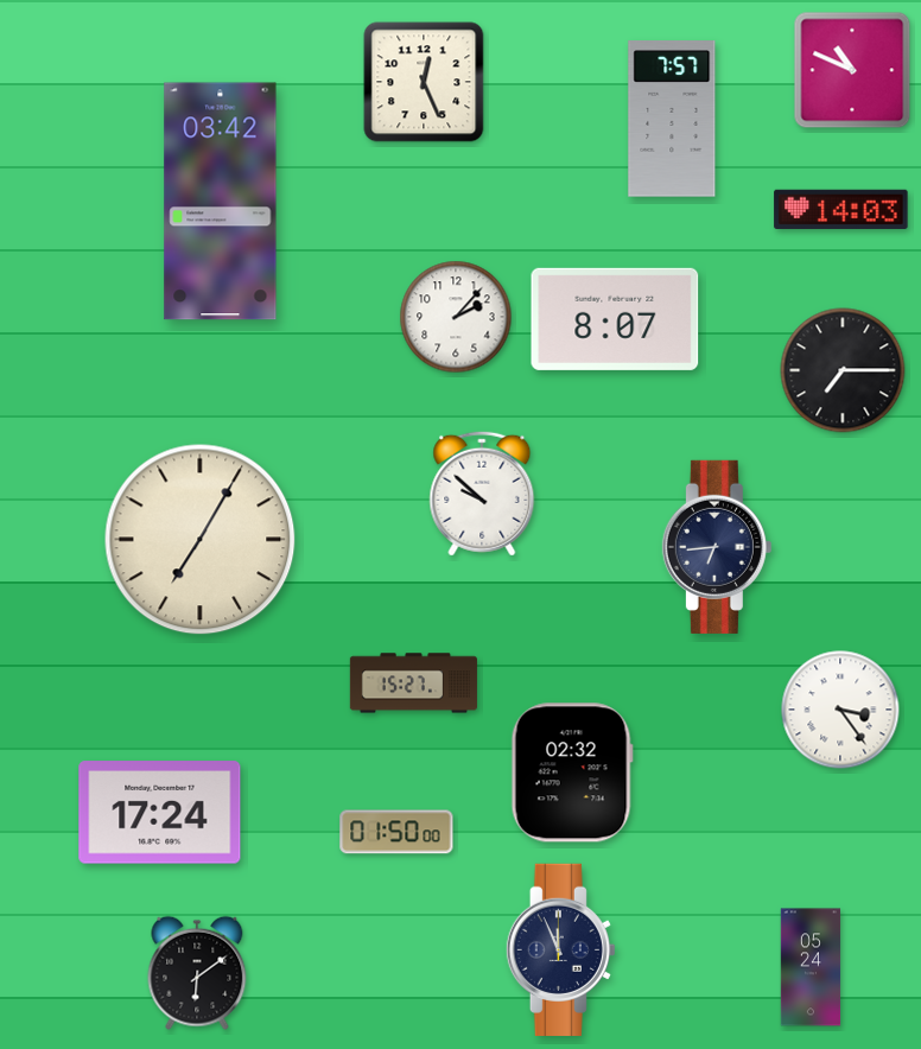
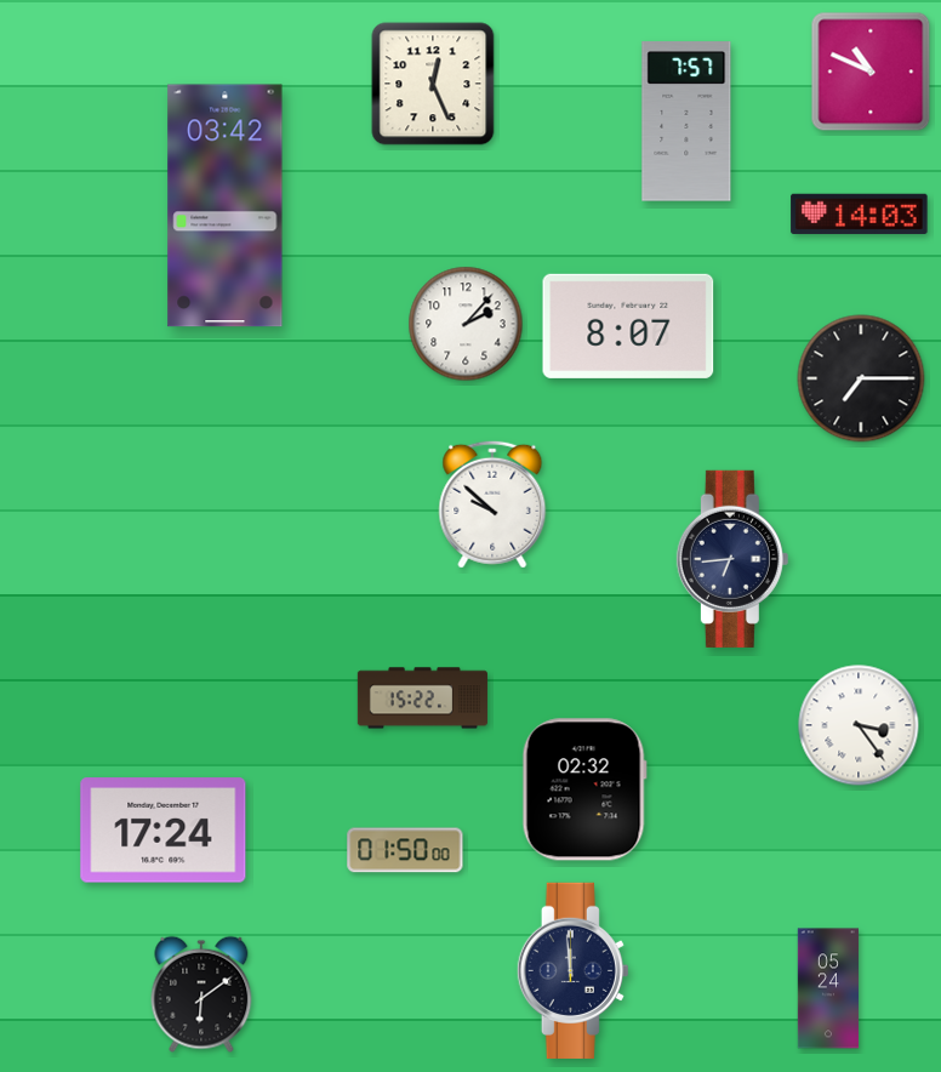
clock at (201, 540): 7:05 -> none
clock at (413, 684): 15:27 -> 15:22
clock at (560, 949): 11:56 -> 11:59
